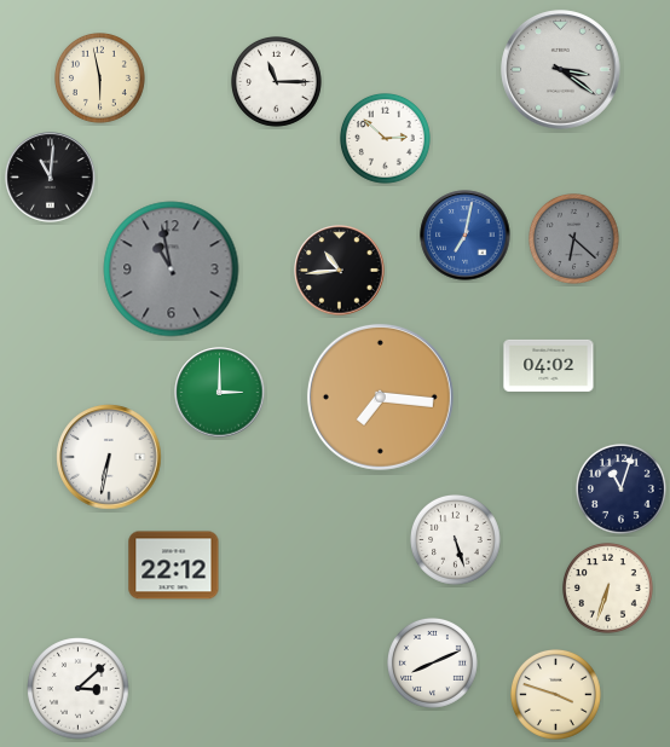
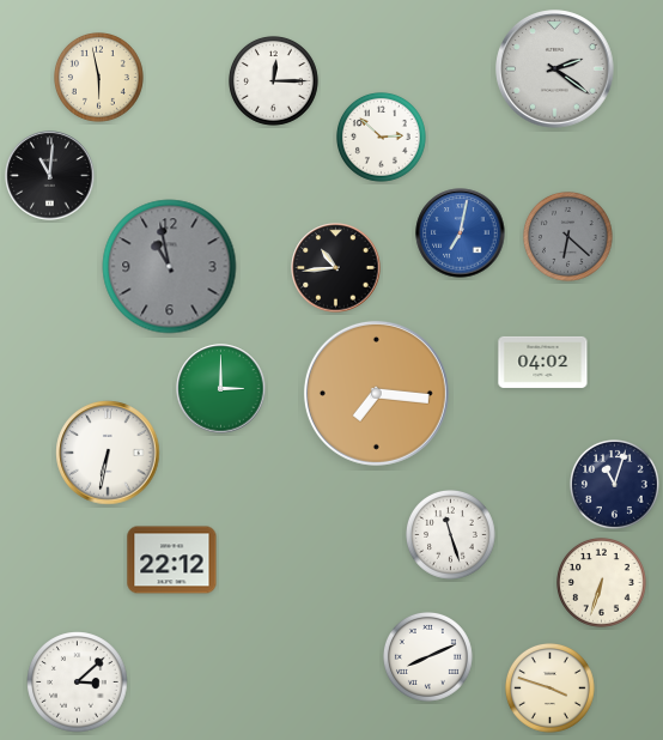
clock at (561, 70): 3:21 -> 2:21
clock at (277, 82): 11:15 -> 12:15
clock at (220, 393) position: (220, 393) -> (221, 389)
clock at (456, 540): 5:27 -> 11:27
